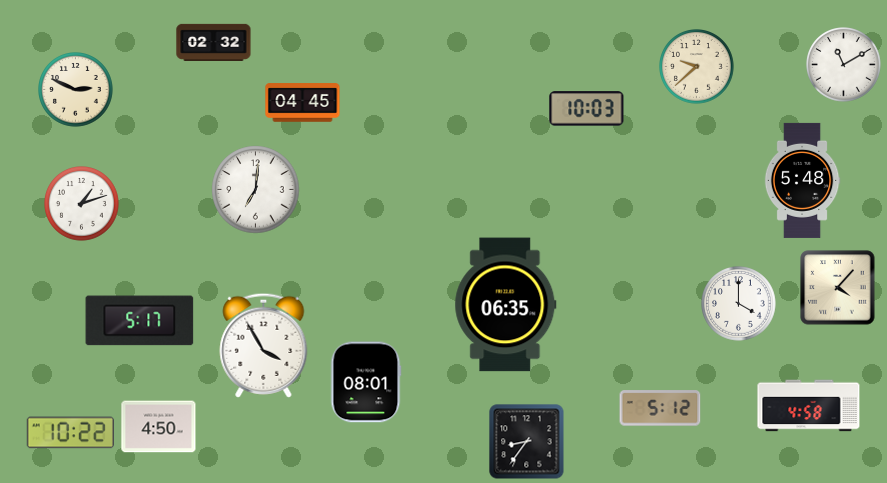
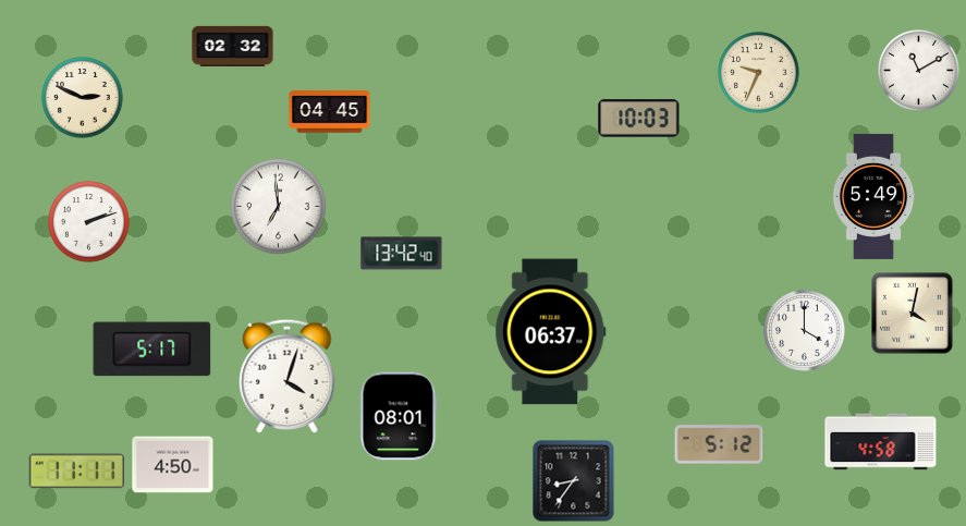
clock at (697, 67): 9:38 -> 9:34
clock at (802, 180): 5:48 -> 5:49
clock at (256, 190): 7:01 -> 6:59
clock at (82, 204): 1:12 -> 2:12
clock at (402, 254): none -> 13:42
clock at (838, 288): 4:07 -> 4:02
clock at (506, 305): 06:35 -> 06:37
clock at (264, 345): 3:55 -> 4:03
clock at (70, 433): 10:22 -> 11:11
